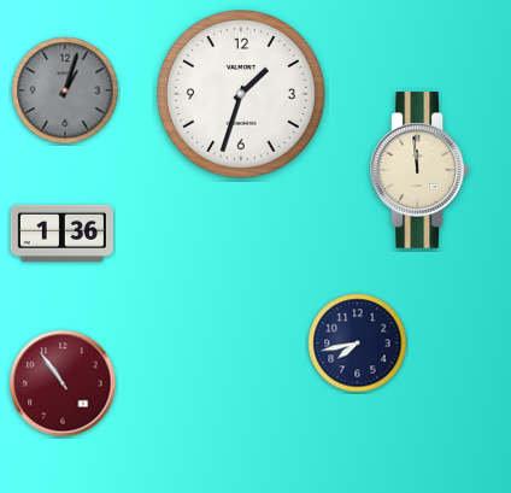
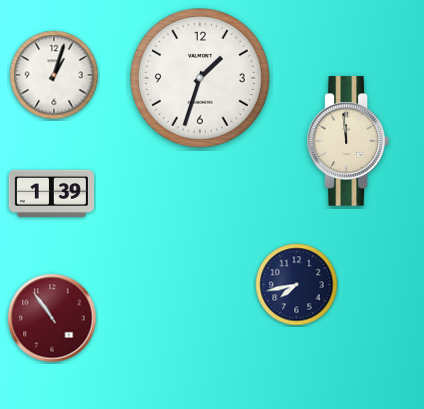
clock at (65, 90) dial: grey -> white
clock at (61, 233): 1:36 -> 1:39
